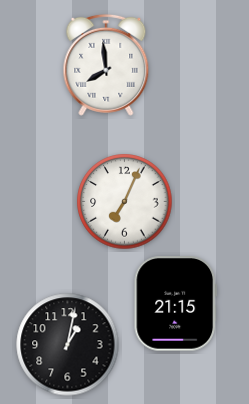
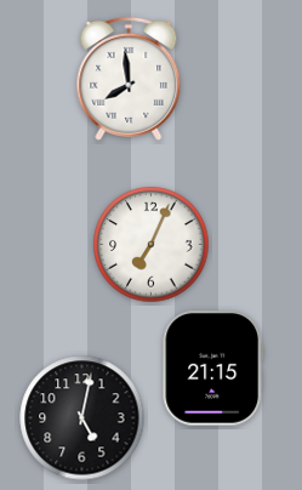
clock at (68, 345): 1:02 -> 5:02
